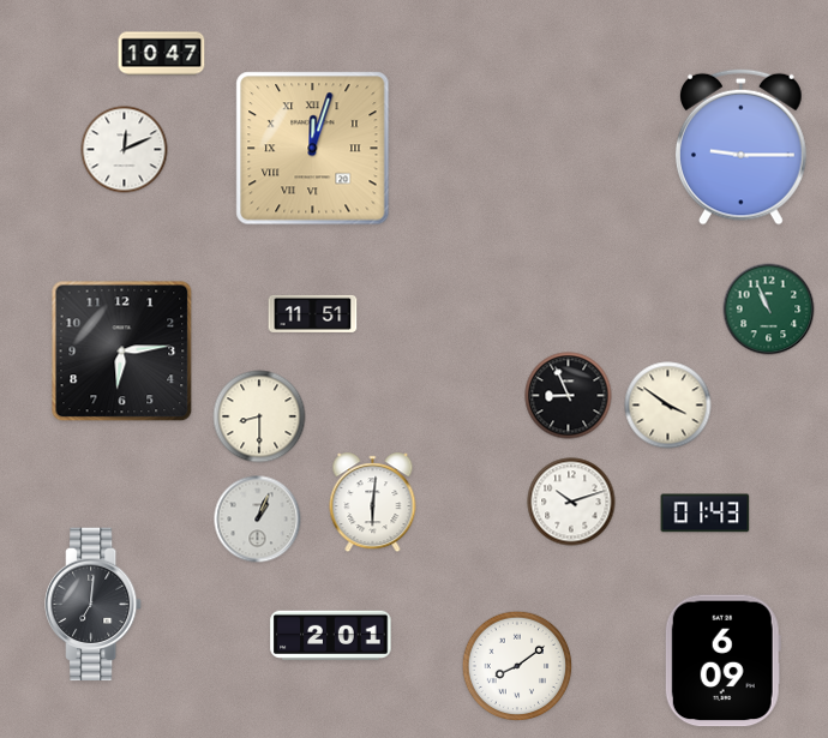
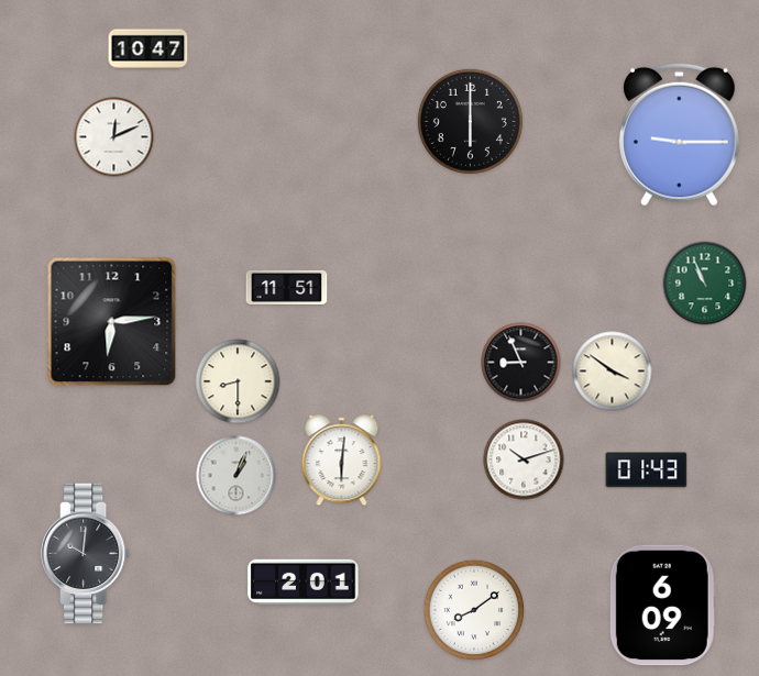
clock at (470, 121): none -> 6:00
clock at (313, 149): 12:03 -> none
clock at (95, 605): 7:01 -> 10:01
